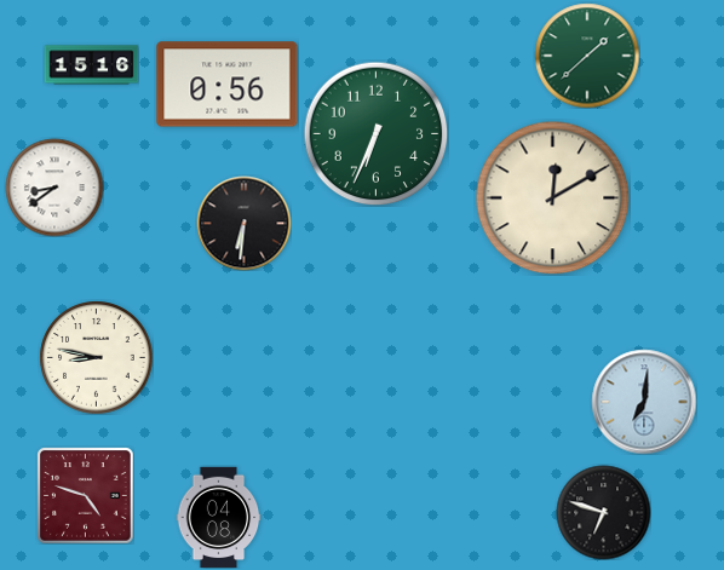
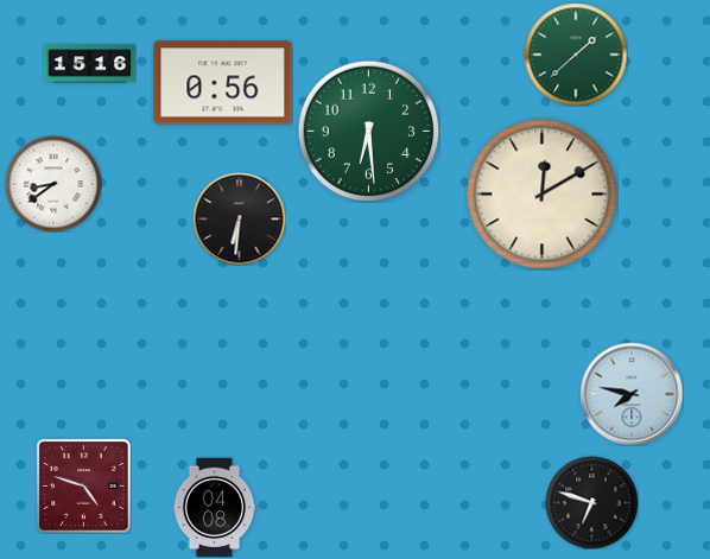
clock at (375, 133): 6:34 -> 6:29
clock at (96, 357): 8:47 -> none
clock at (644, 402): 7:01 -> 7:47
